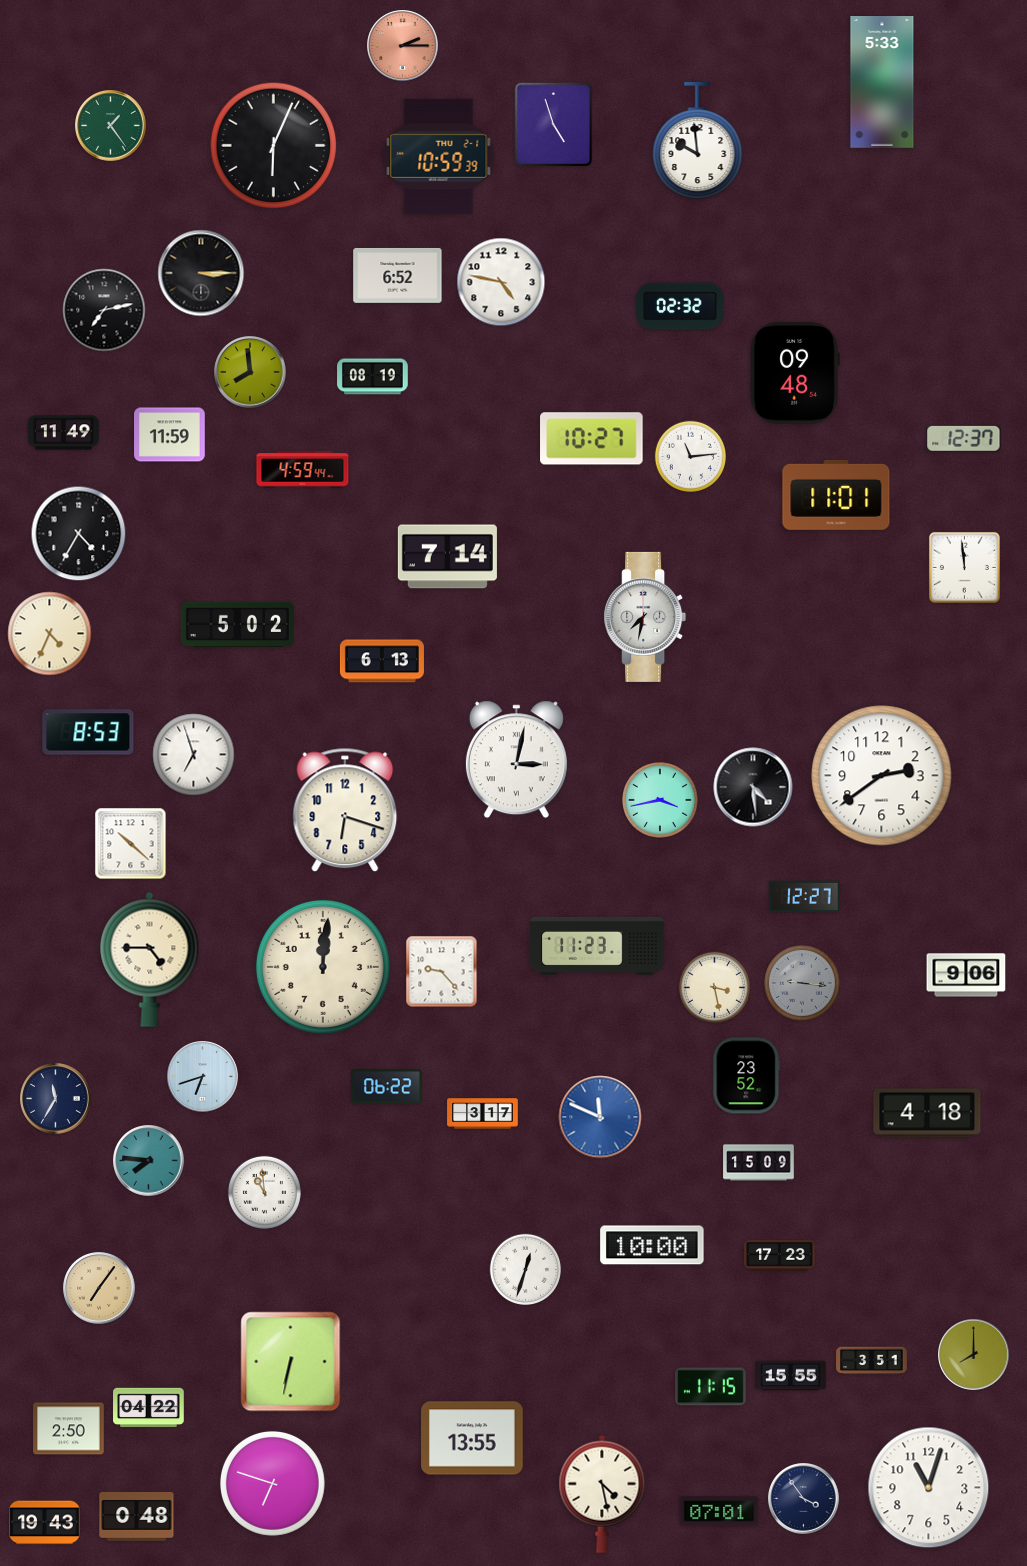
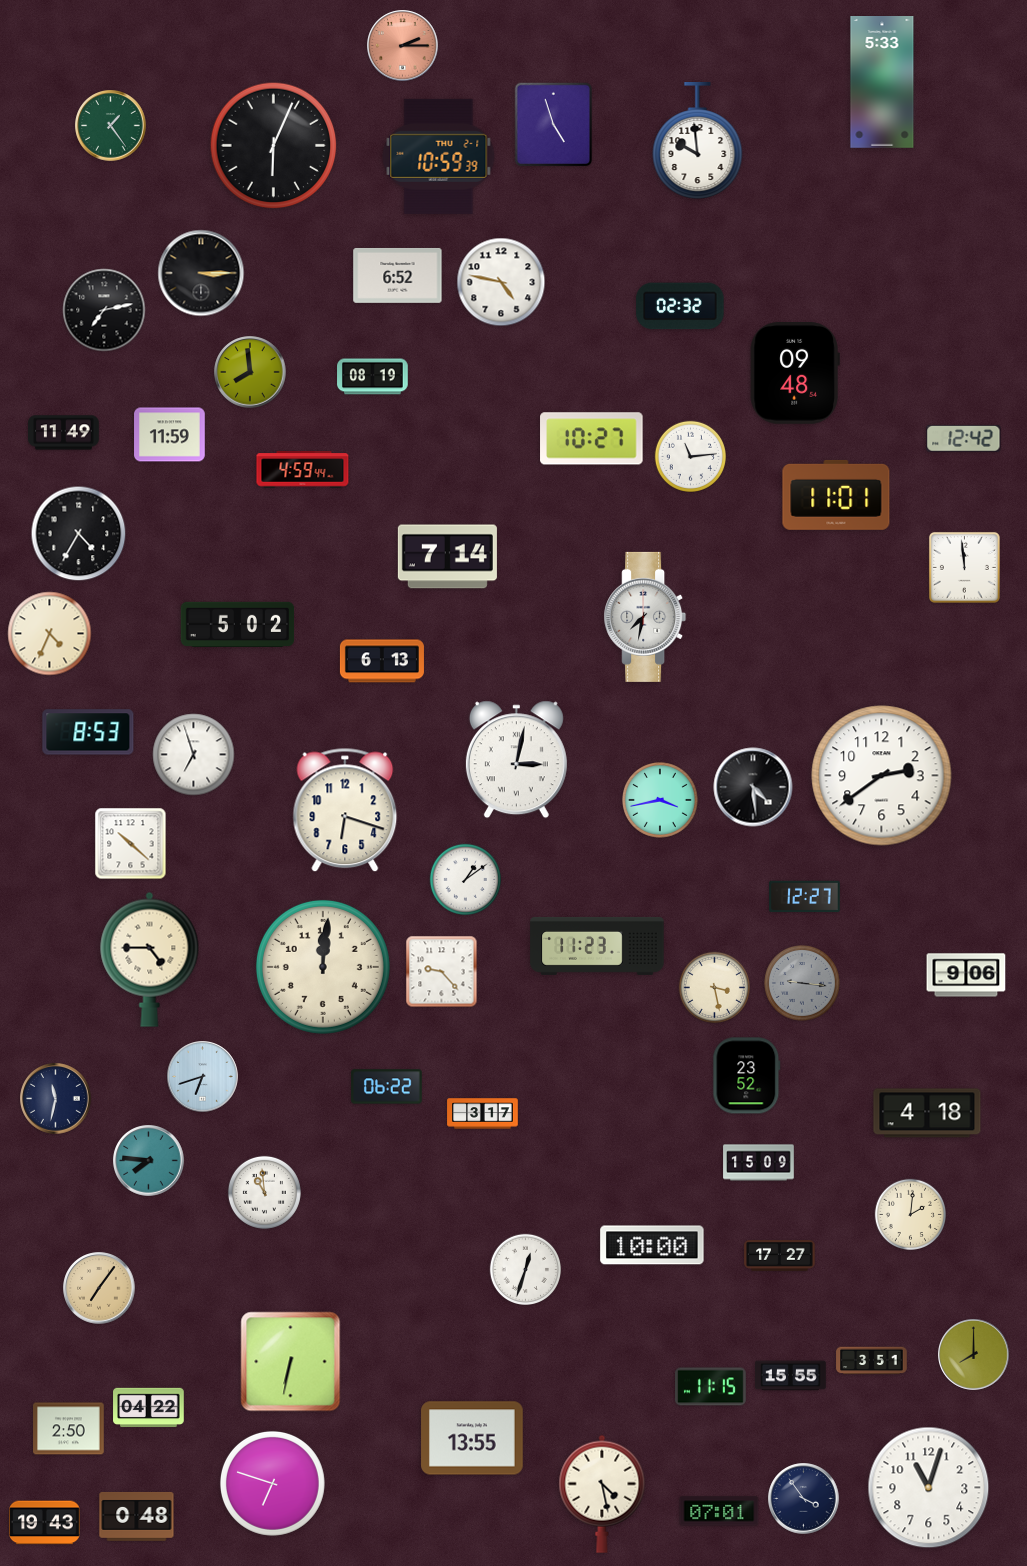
clock at (964, 438): 12:37 -> 12:42
clock at (465, 879): none -> 1:09
clock at (56, 1099): 11:35 -> 11:32
clock at (600, 1117): 11:49 -> none
clock at (910, 1214): none -> 2:01
clock at (780, 1256): 17:23 -> 17:27
